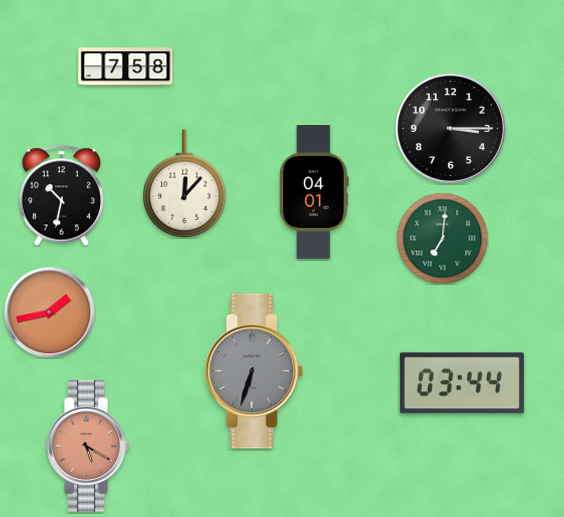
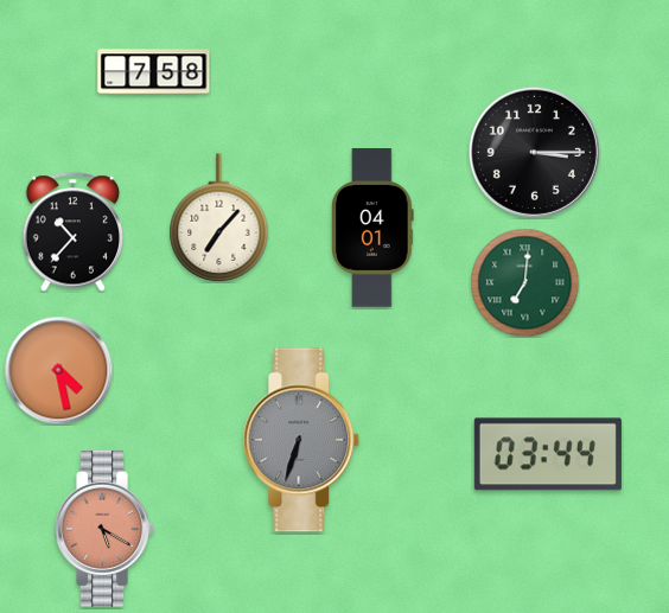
clock at (126, 67) position: (126, 67) -> (154, 72)
clock at (185, 184): 12:07 -> 7:07
clock at (62, 196): 10:32 -> 10:37
clock at (49, 312): 1:43 -> 4:28
